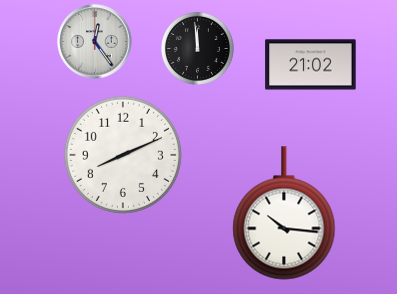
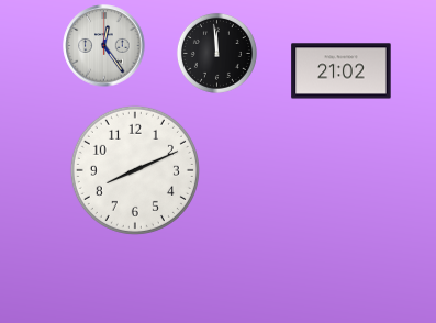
clock at (284, 213): 10:16 -> none
